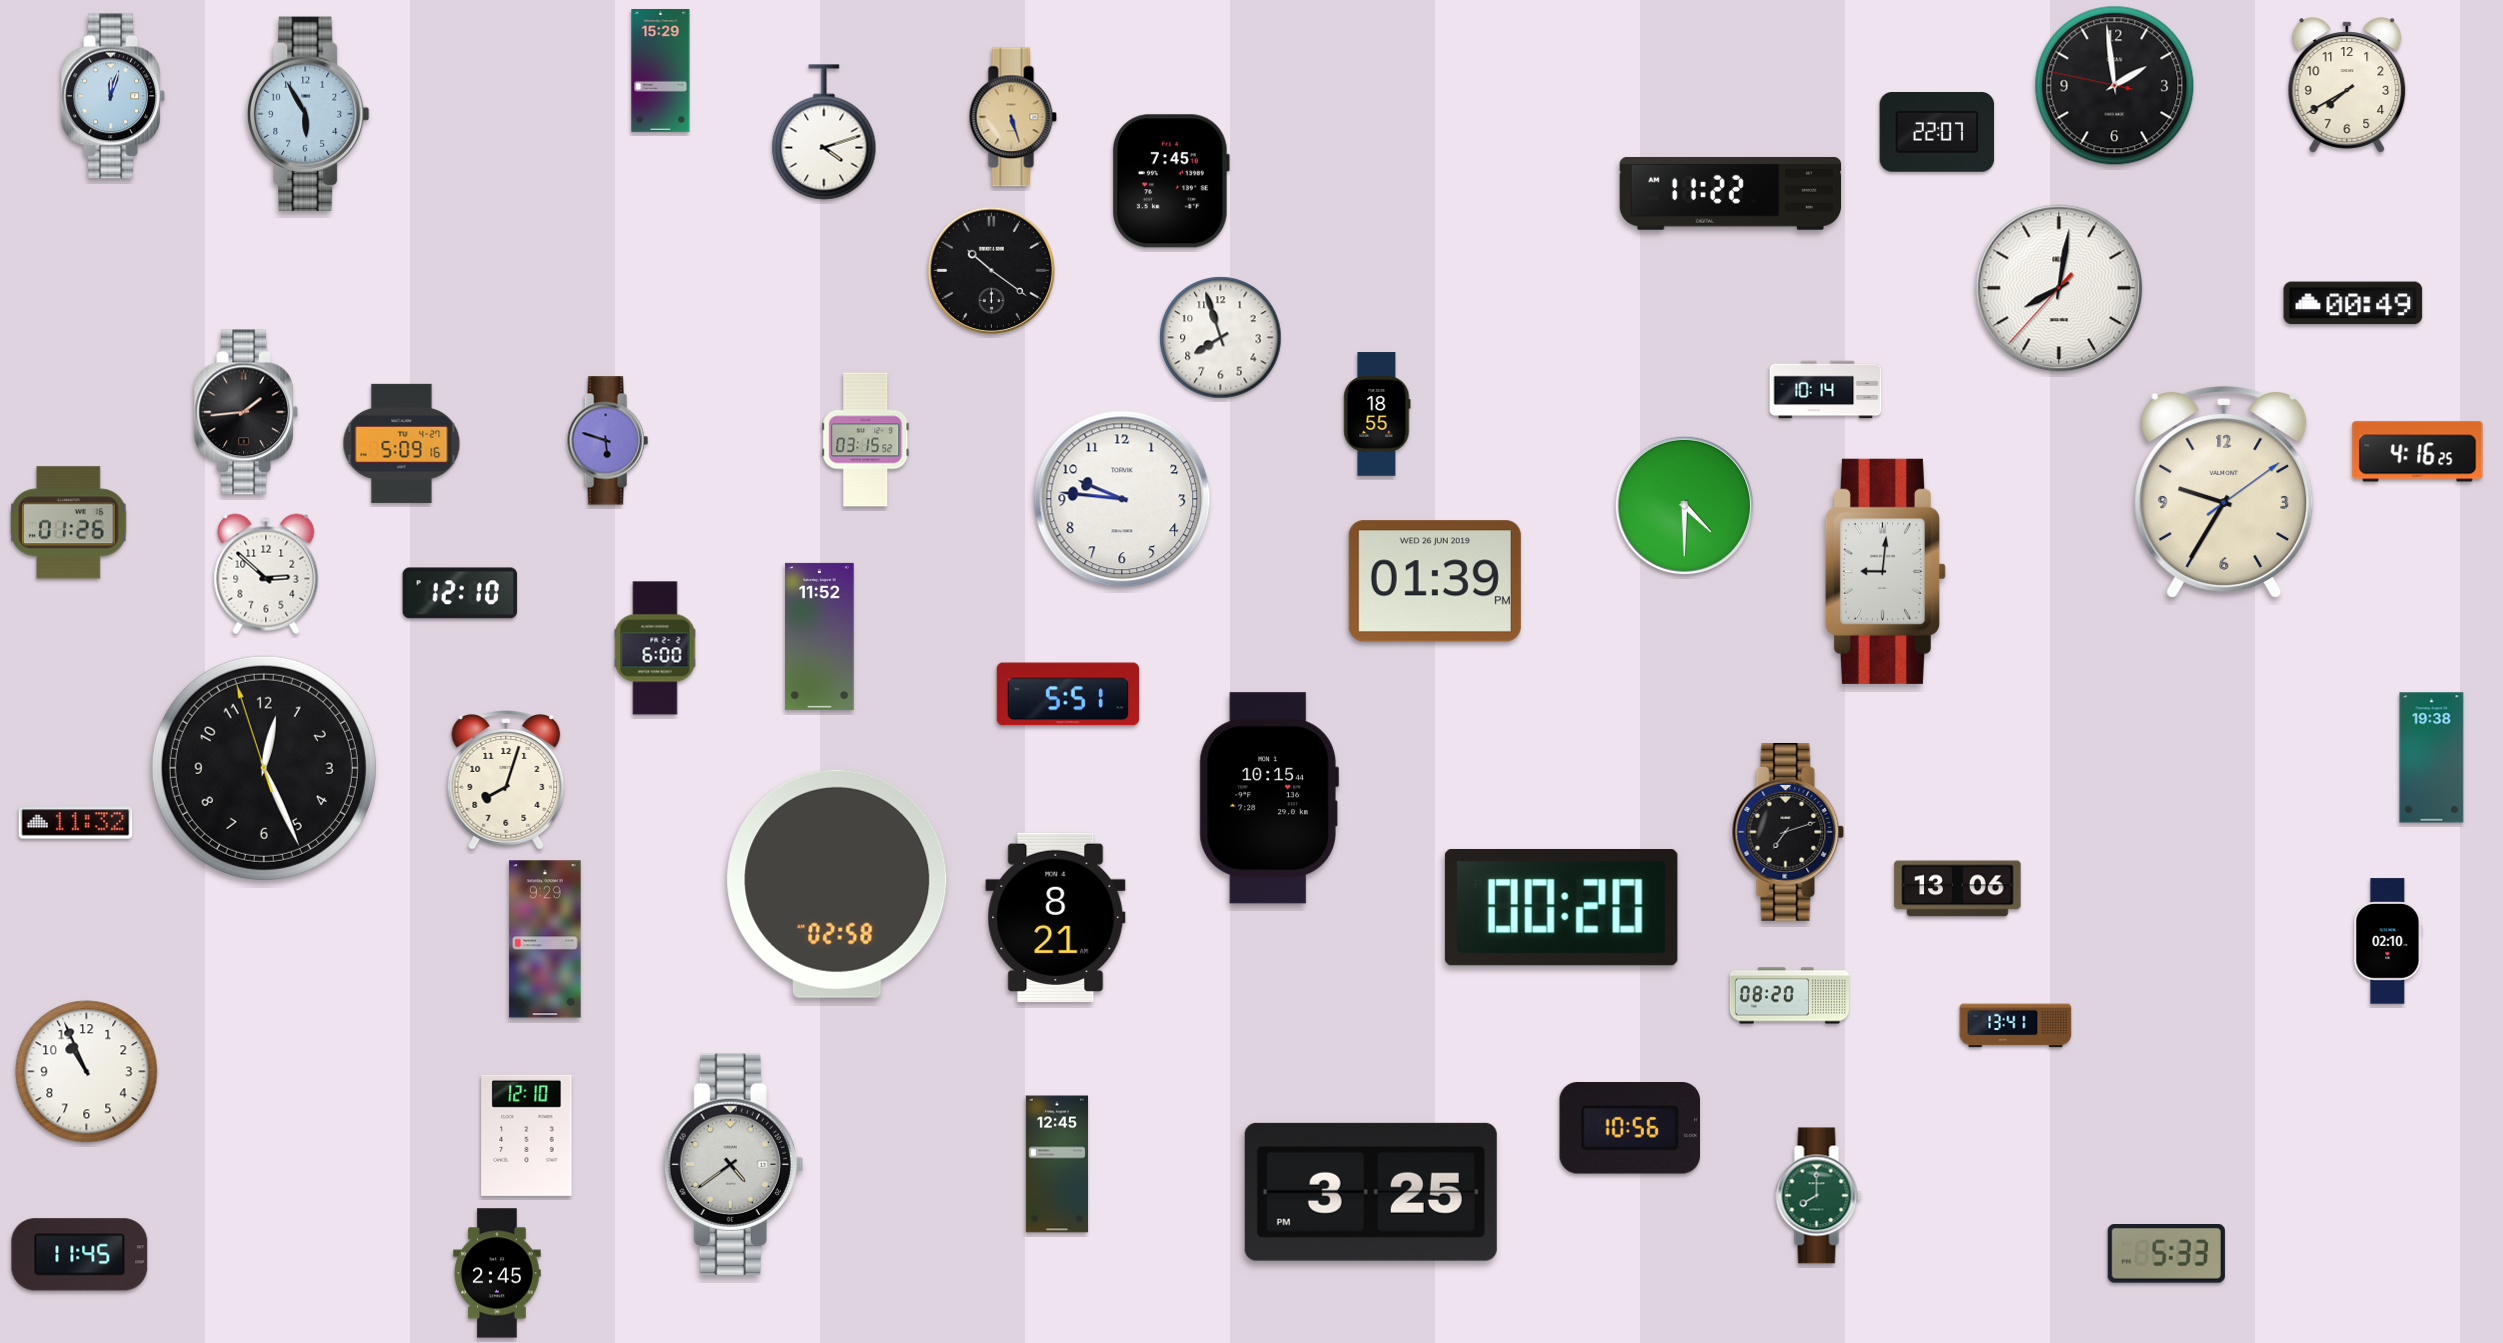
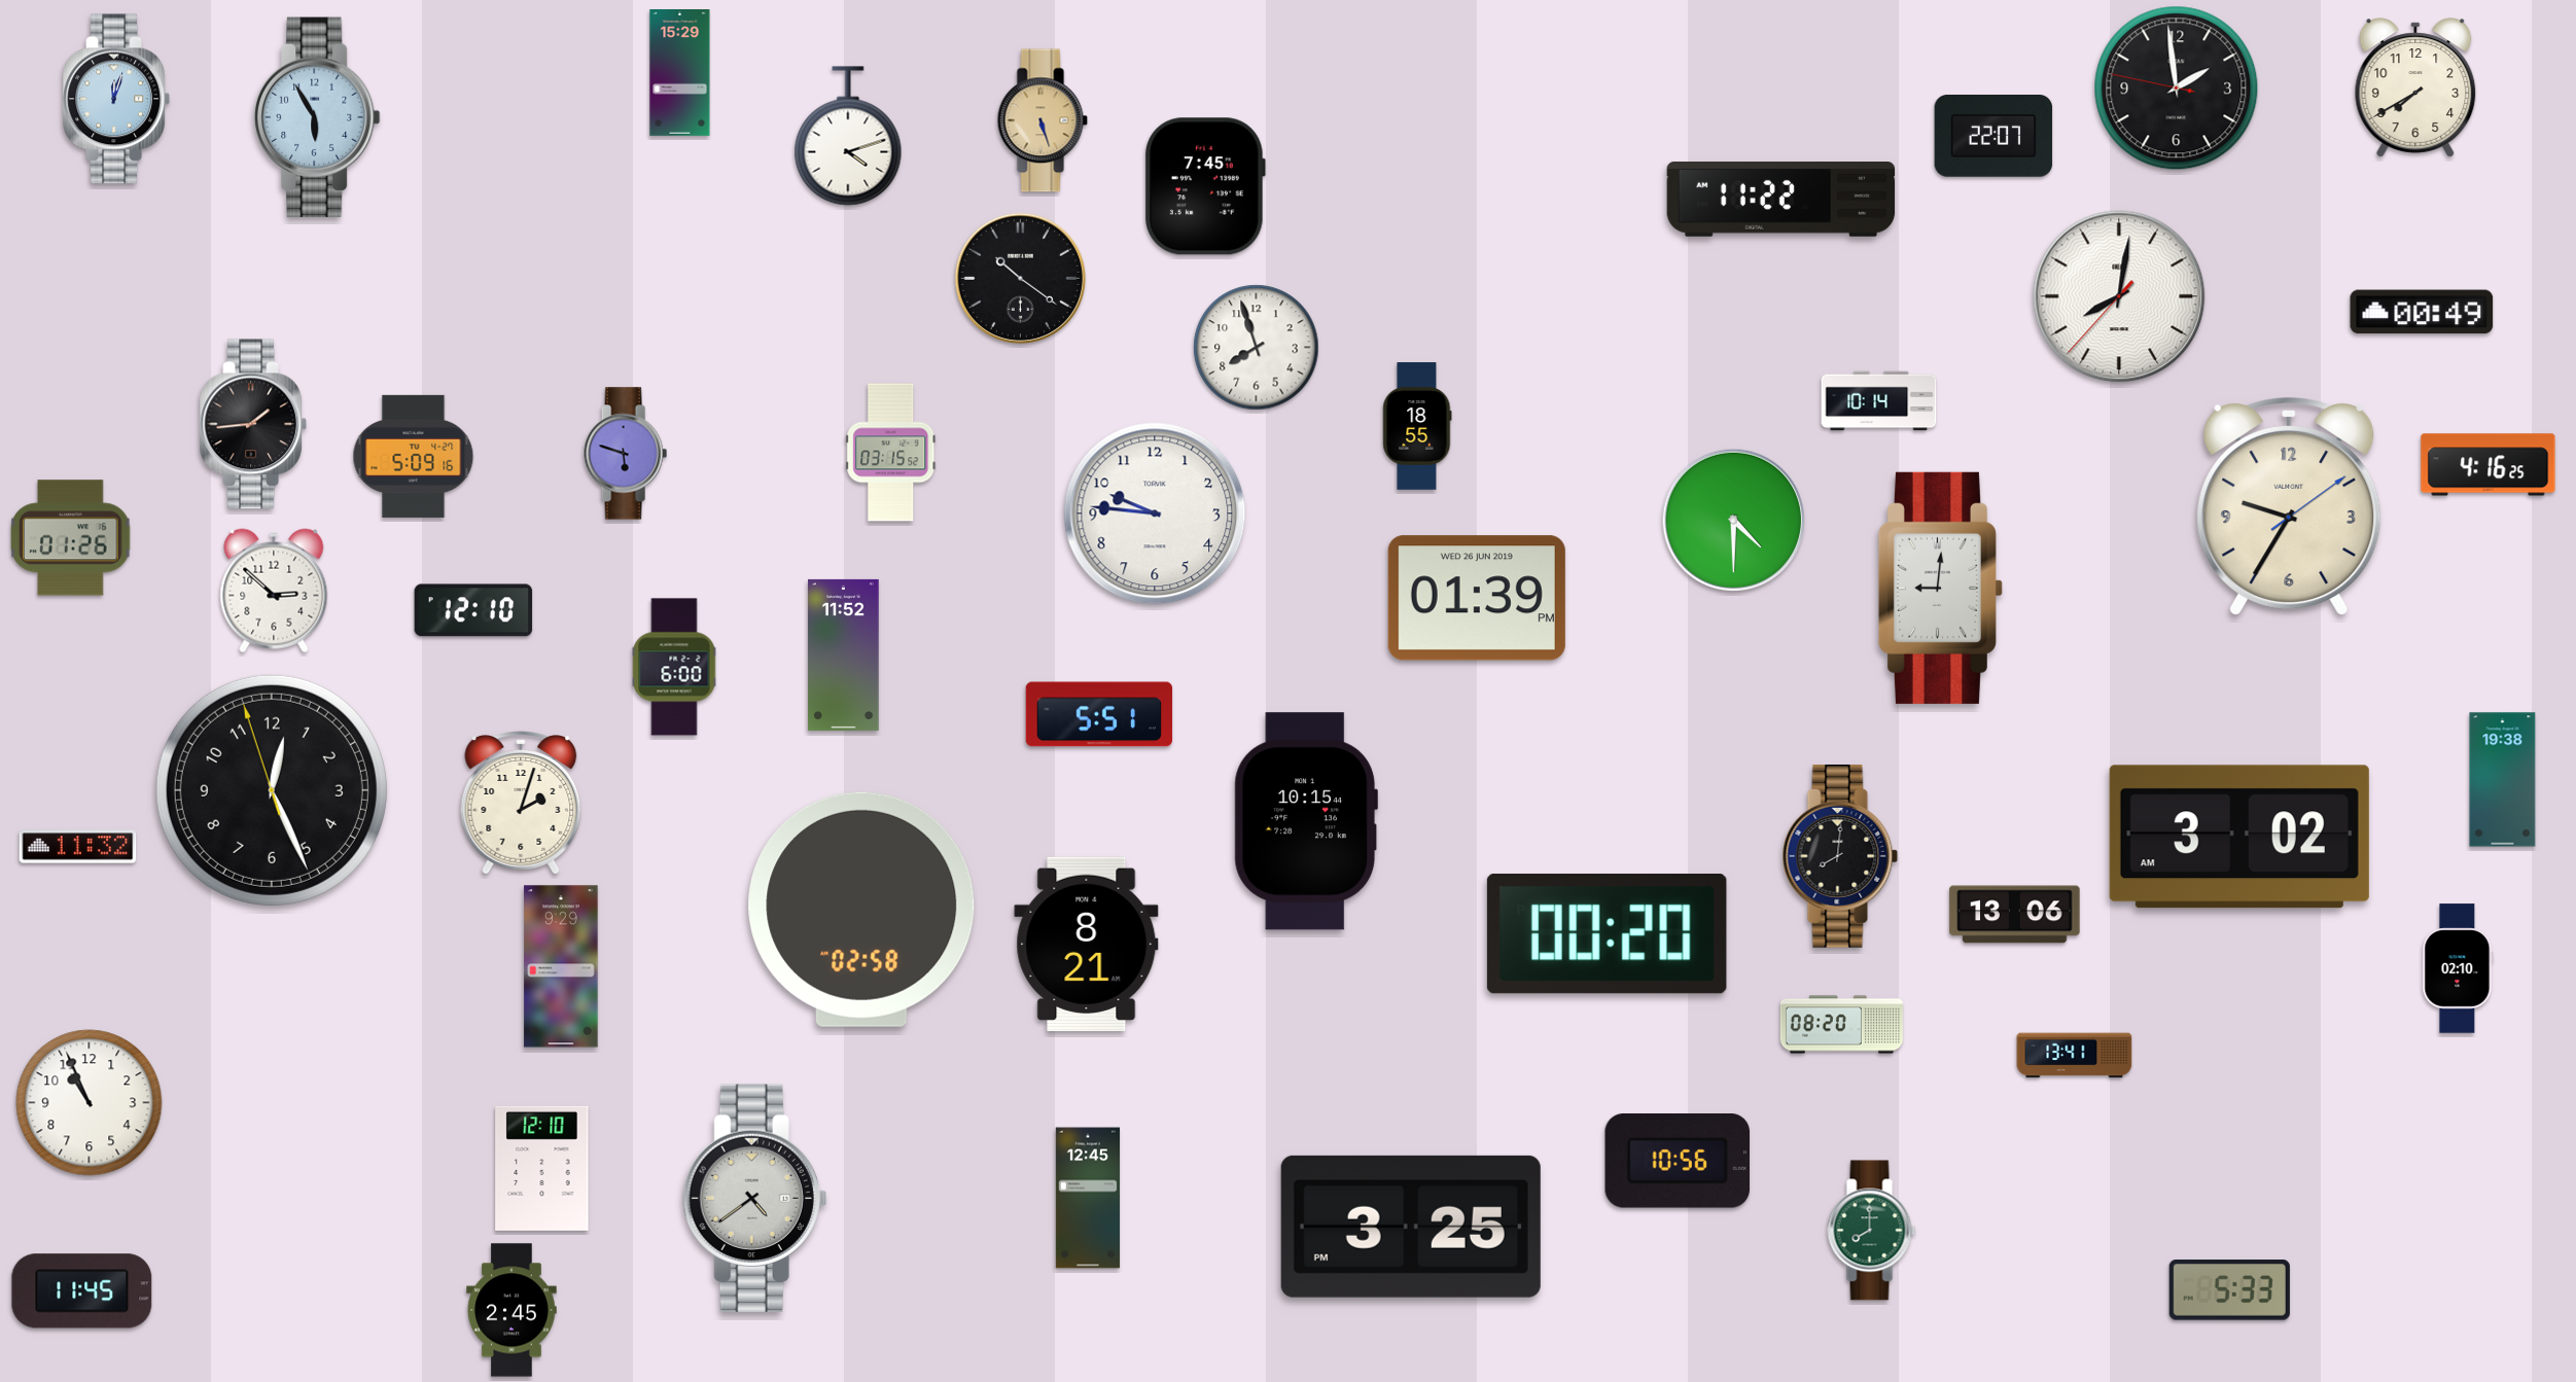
clock at (506, 780): 8:03 -> 2:03
clock at (2239, 837): none -> 3:02
clock at (1788, 833): 7:12 -> 8:01
